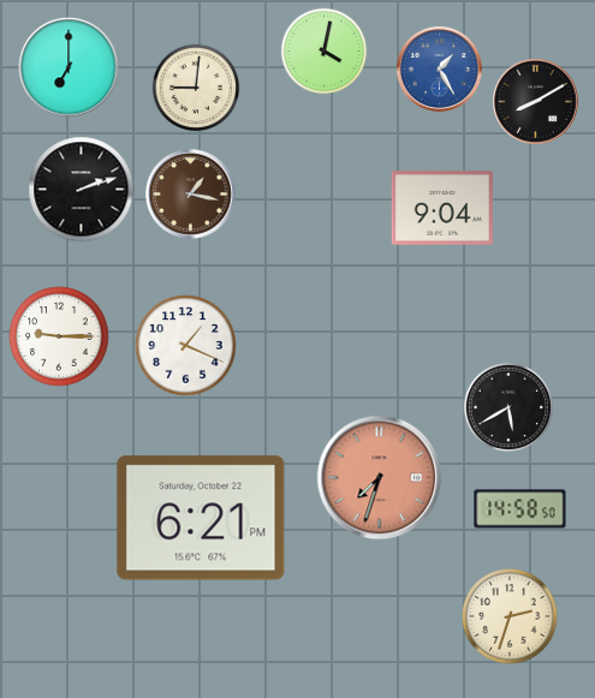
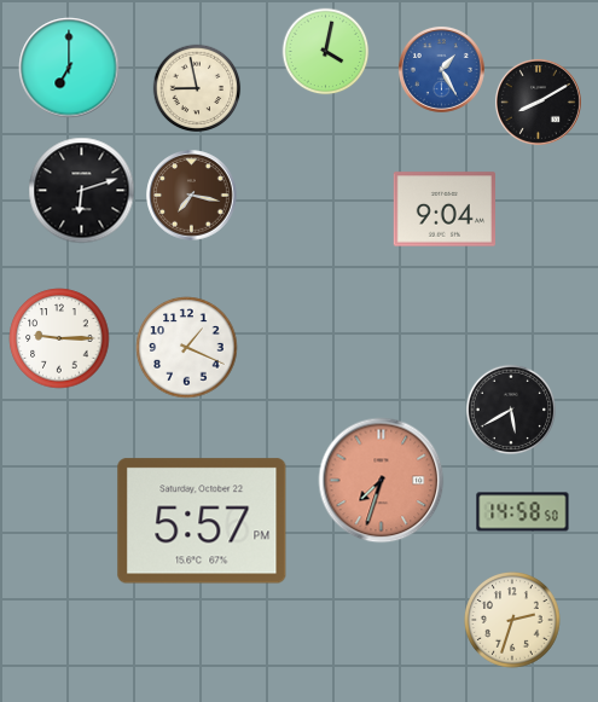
clock at (196, 88): 9:01 -> 8:58
clock at (82, 190): 2:12 -> 6:12
clock at (191, 195): 1:17 -> 7:17
clock at (201, 518): 6:21 -> 5:57
